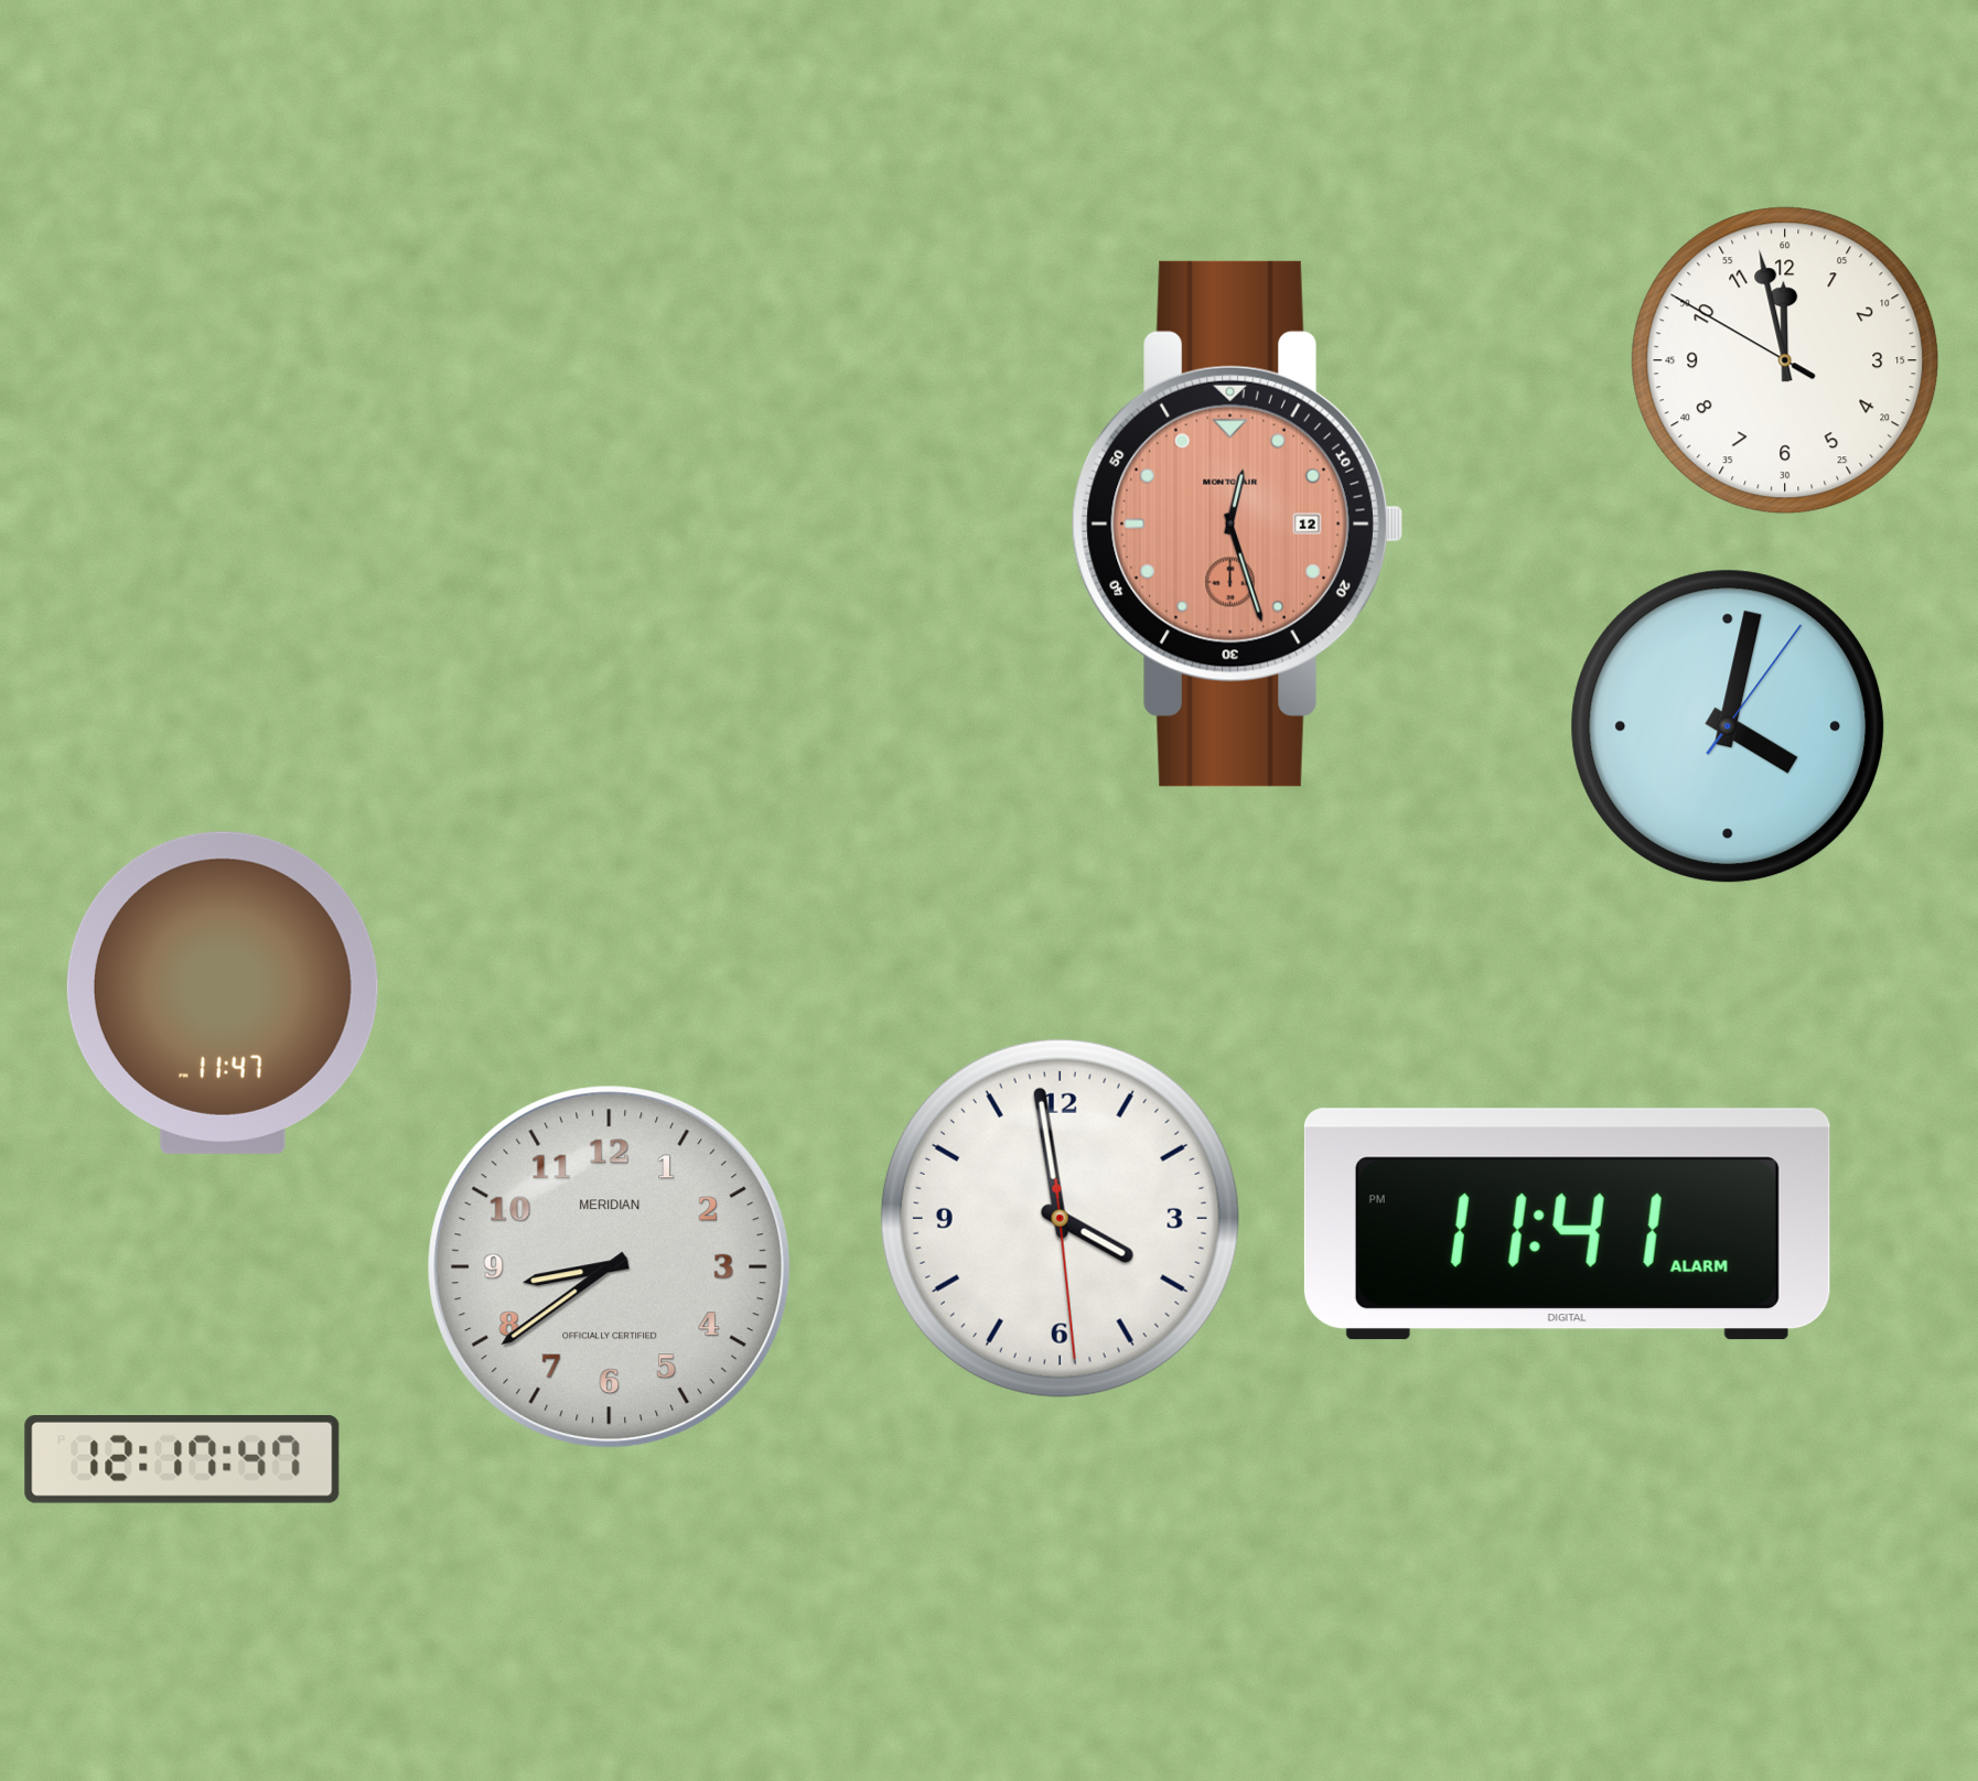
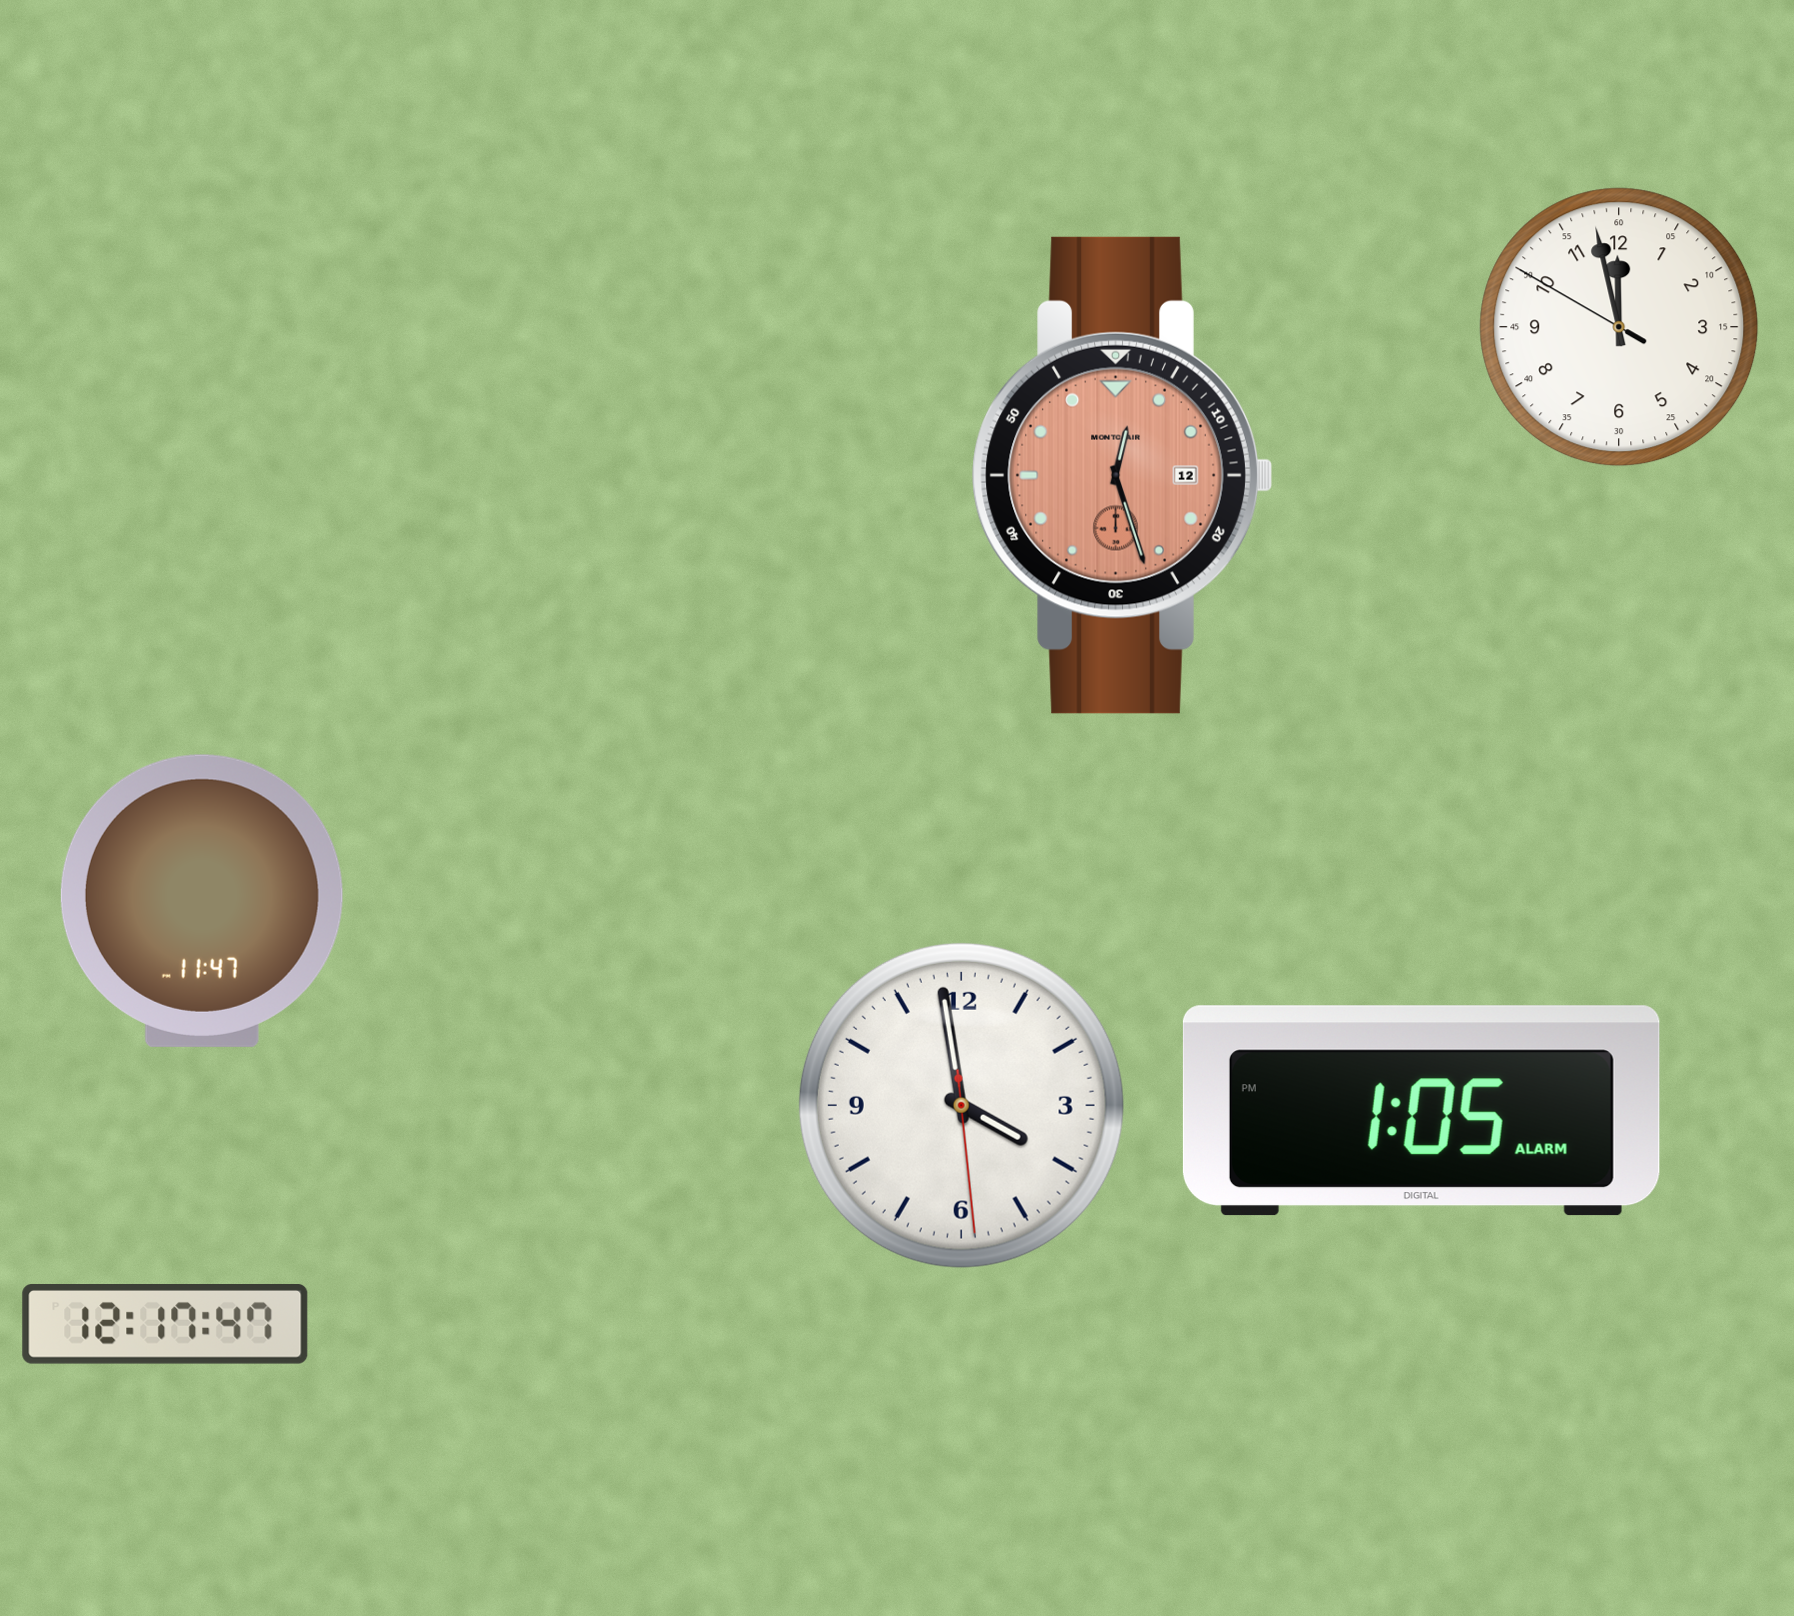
clock at (1728, 726): 4:02 -> none
clock at (1567, 1224): 11:41 -> 1:05
clock at (610, 1267): 8:39 -> none
